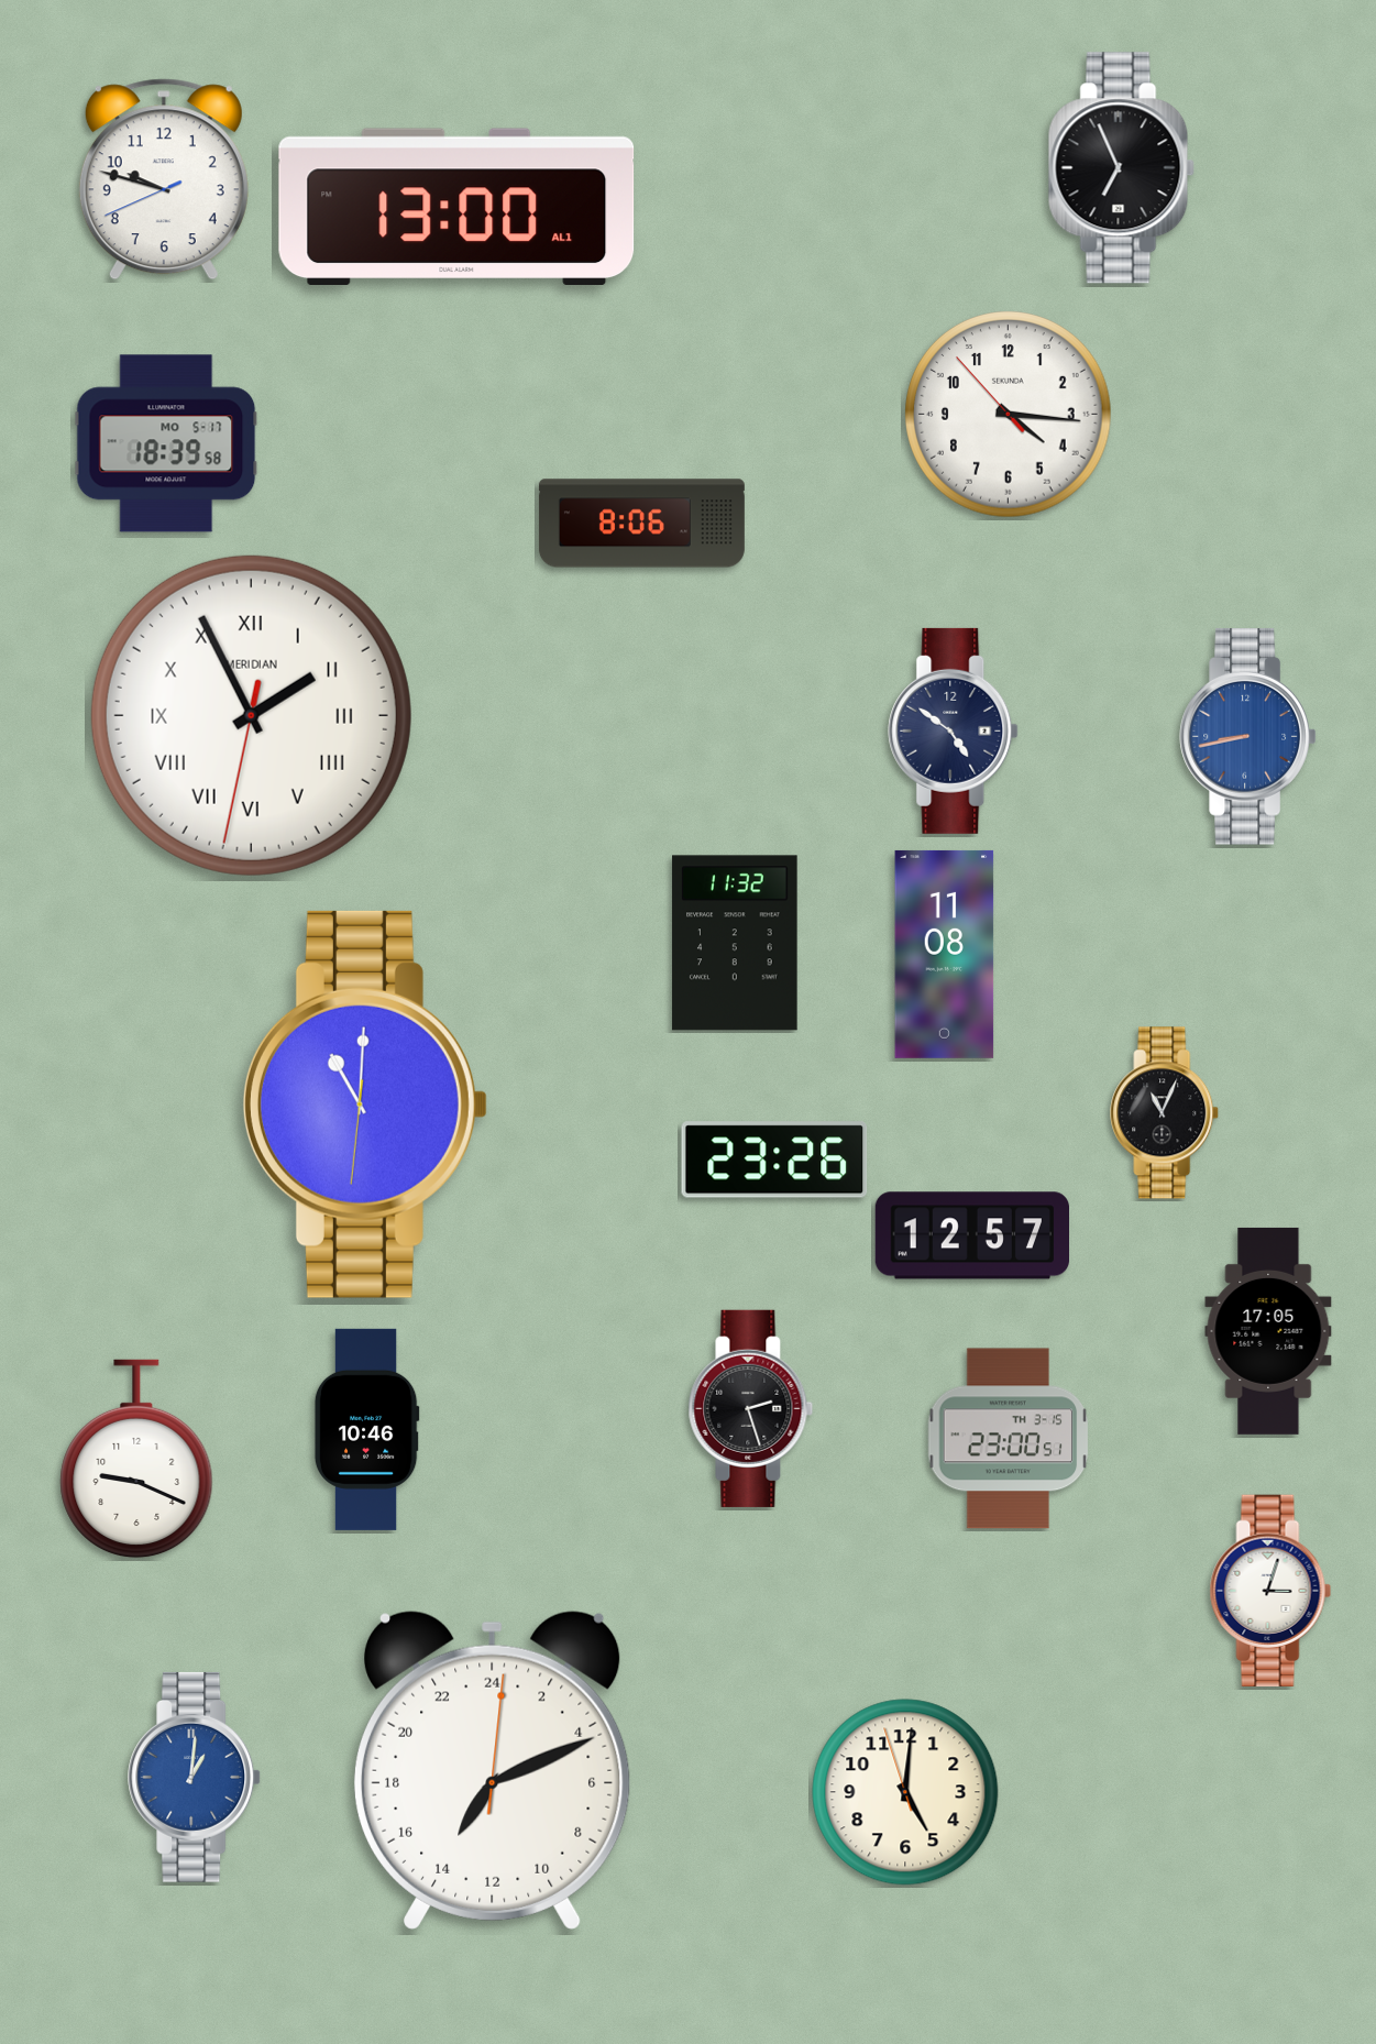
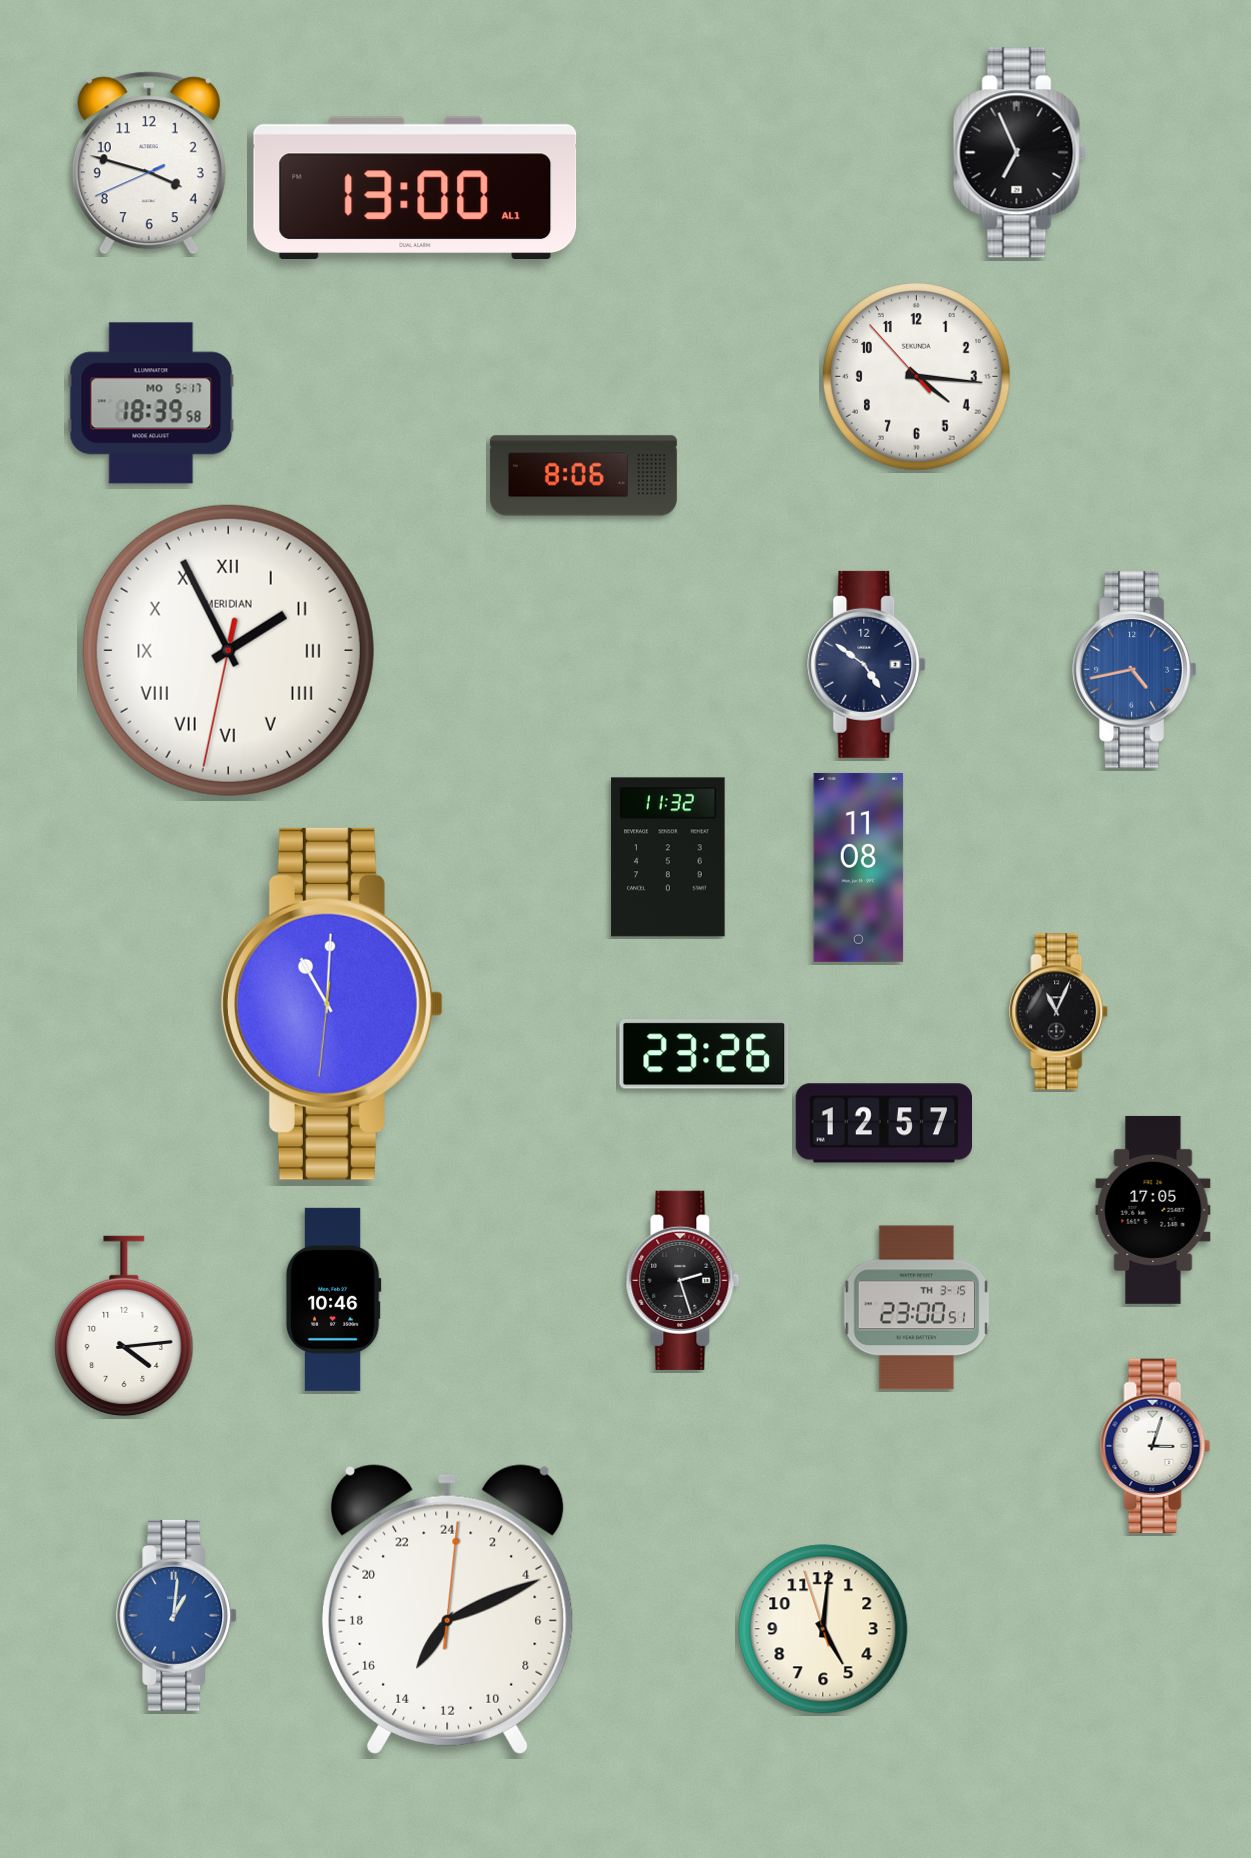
clock at (164, 179): 9:47 -> 3:47
clock at (1248, 737): 8:43 -> 4:43
clock at (136, 1459): 9:19 -> 4:14
